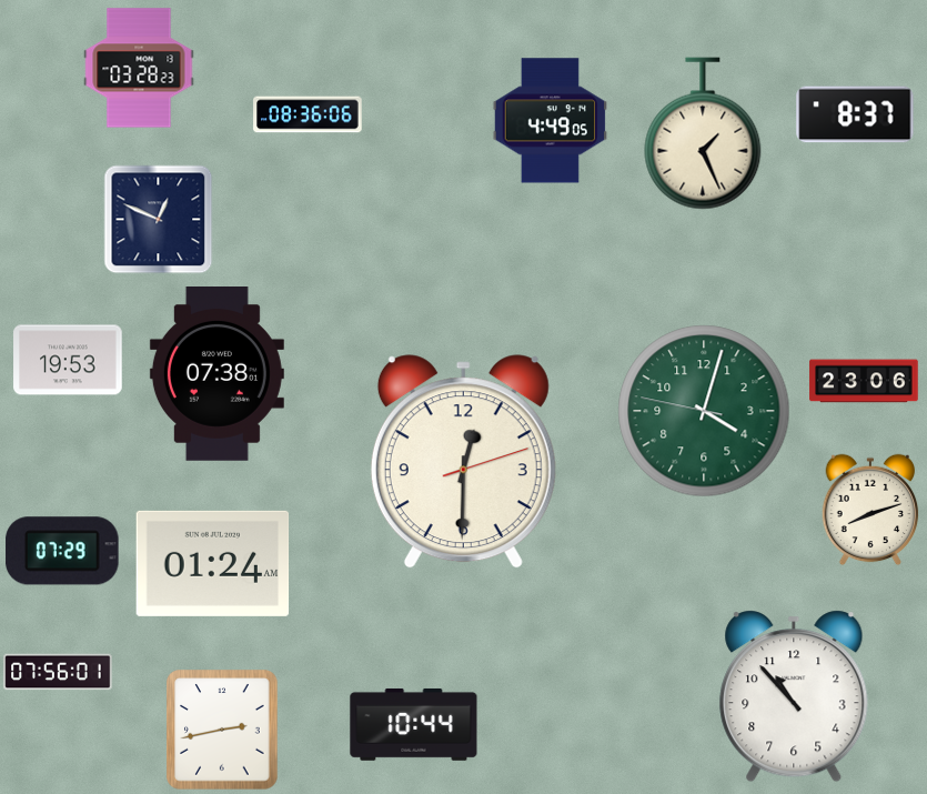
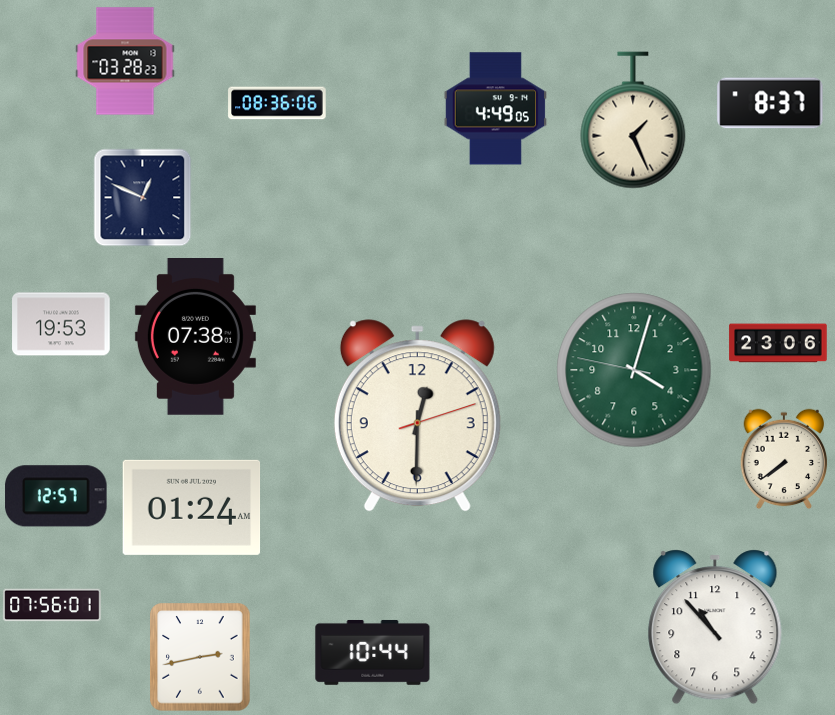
clock at (870, 510): 8:12 -> 7:39
clock at (62, 551): 07:29 -> 12:57
